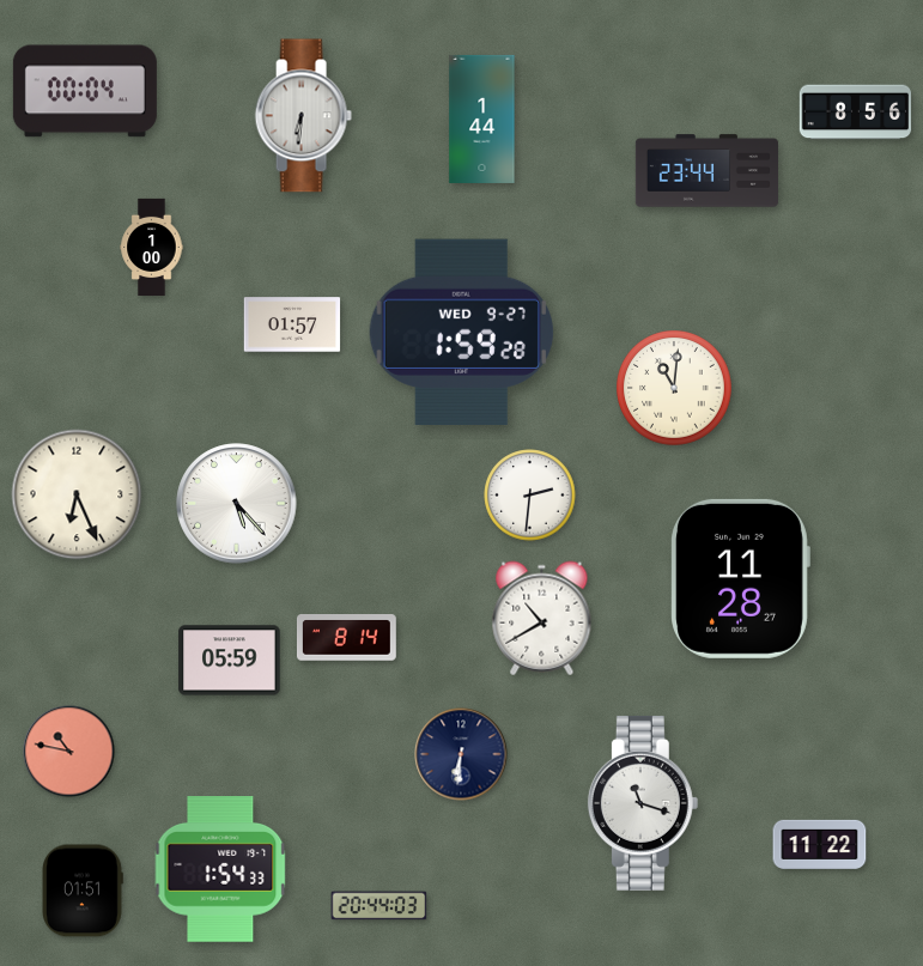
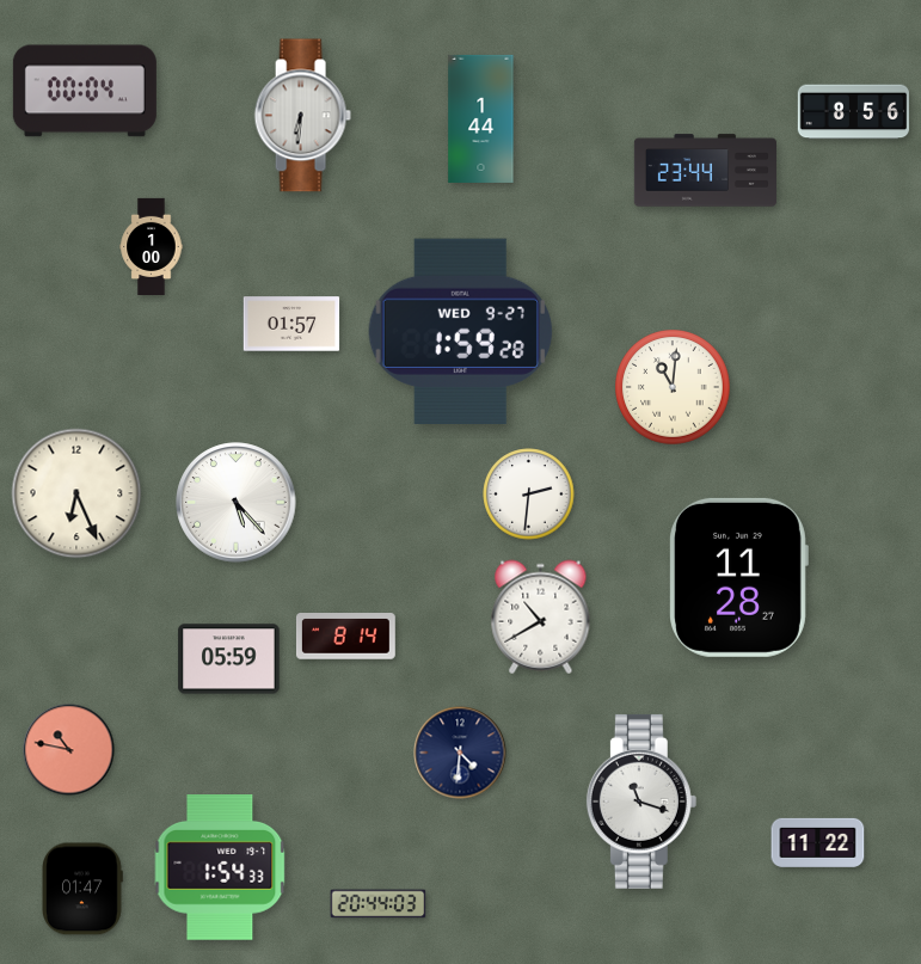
clock at (461, 754): 6:31 -> 4:31
clock at (83, 891): 01:51 -> 01:47
